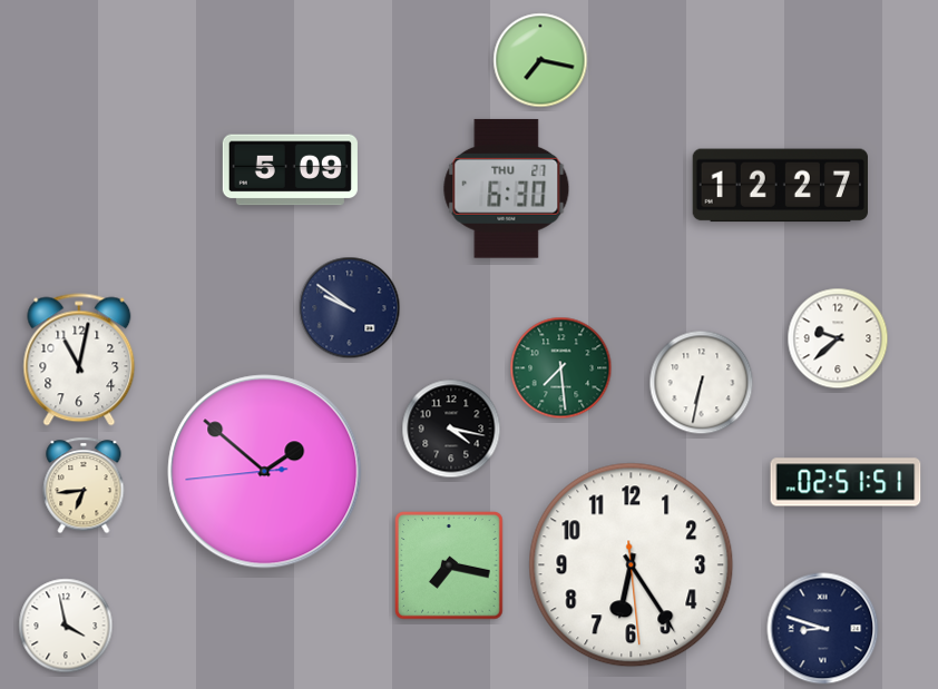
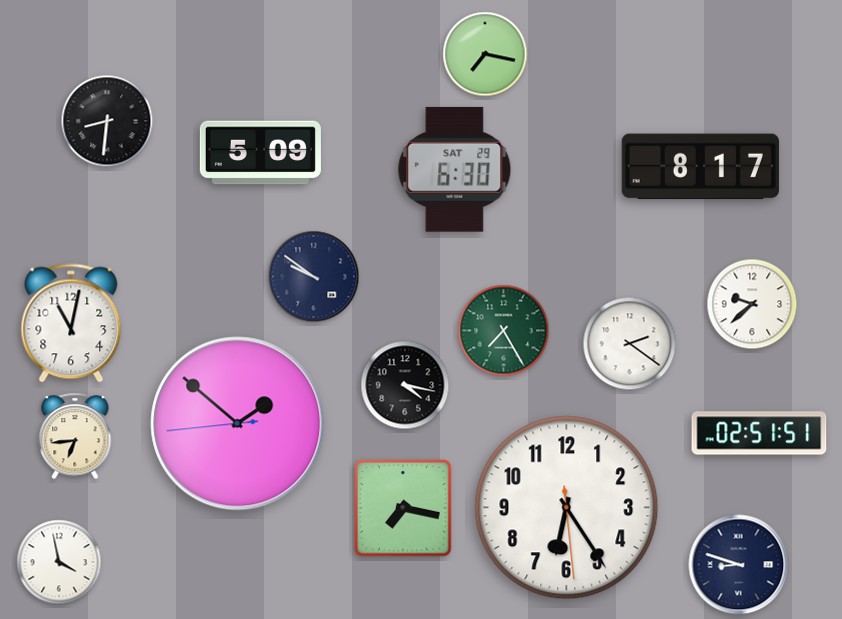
clock at (107, 121): none -> 8:31
clock at (780, 186): 12:27 -> 8:17
clock at (507, 188) date: THU 27 -> SAT 29
clock at (561, 368): 7:29 -> 7:25
clock at (702, 383): 6:32 -> 2:21
